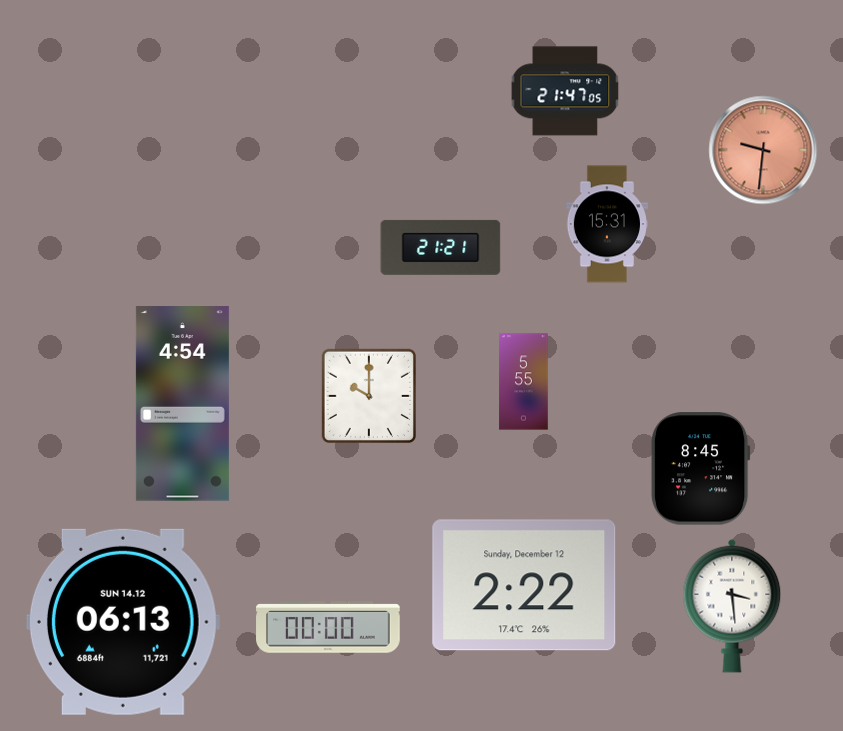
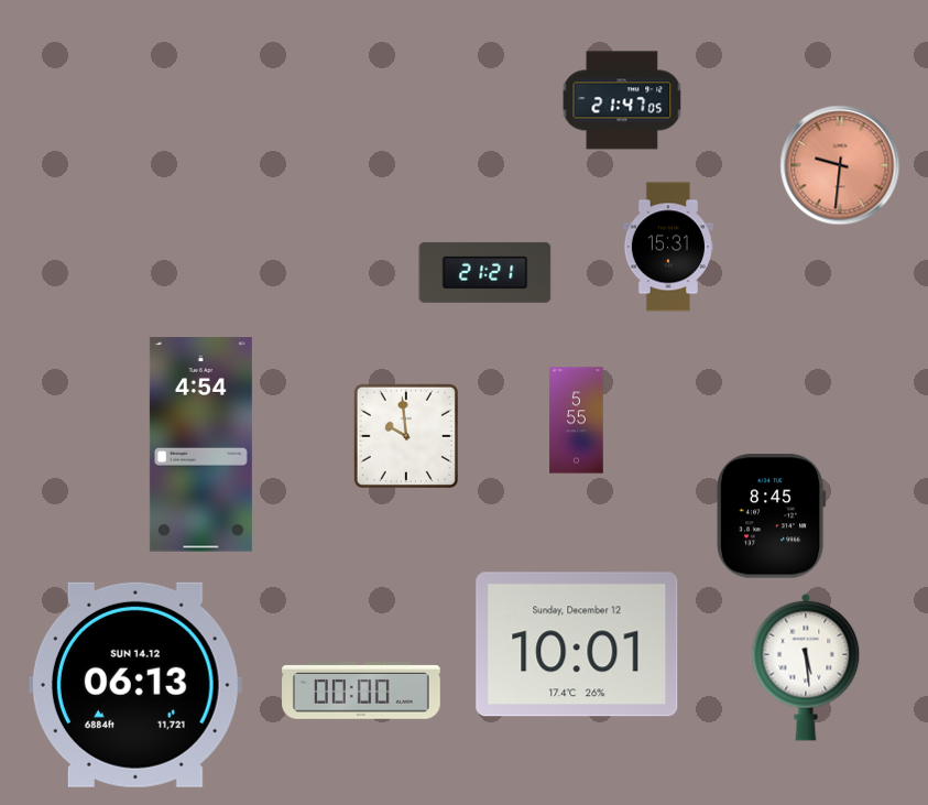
clock at (368, 395): 10:00 -> 9:59
clock at (524, 585): 2:22 -> 10:01
clock at (732, 606): 3:29 -> 5:29
